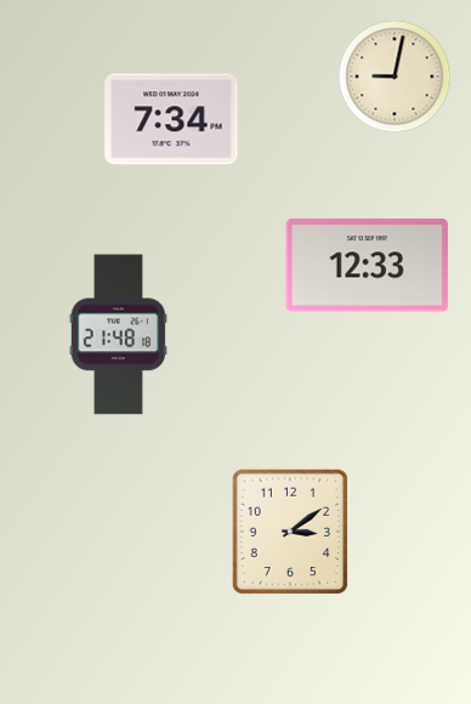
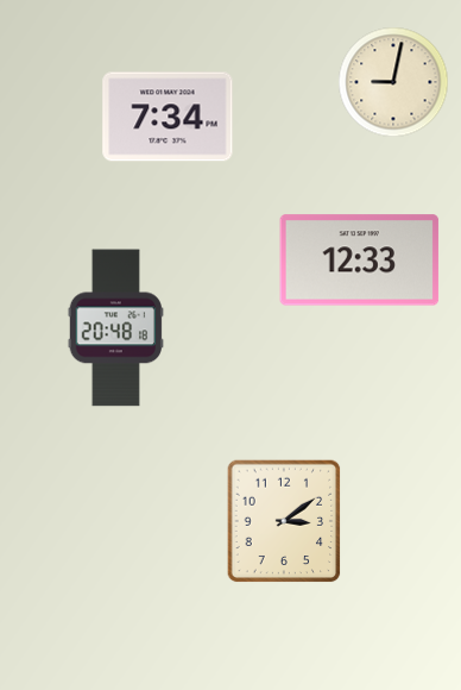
clock at (395, 76) position: (395, 76) -> (393, 82)
clock at (118, 335): 21:48 -> 20:48
